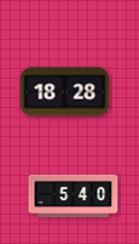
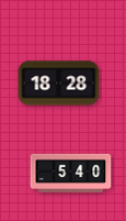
clock at (74, 195) position: (74, 195) -> (71, 173)
